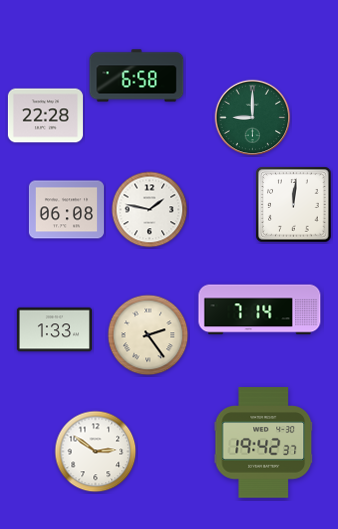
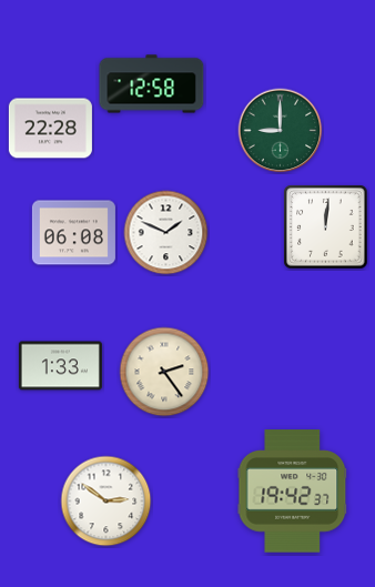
clock at (137, 76): 6:58 -> 12:58
clock at (150, 210): 1:47 -> 1:49
clock at (260, 310): 7:14 -> none
